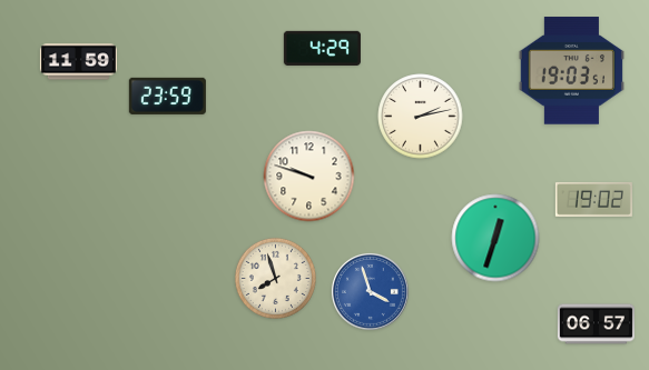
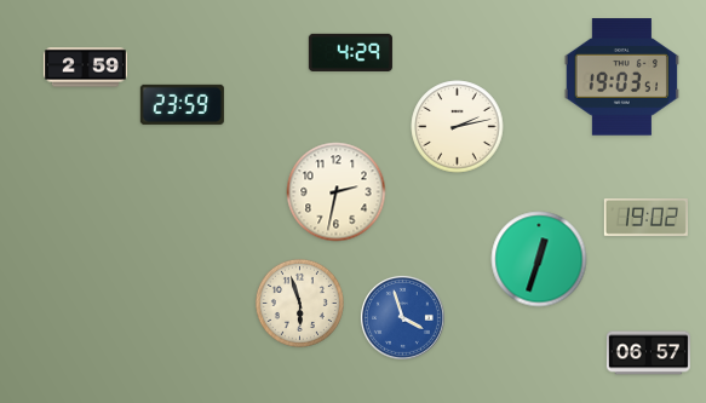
clock at (78, 62): 11:59 -> 2:59
clock at (309, 177): 9:48 -> 2:32
clock at (275, 278): 7:57 -> 5:57
